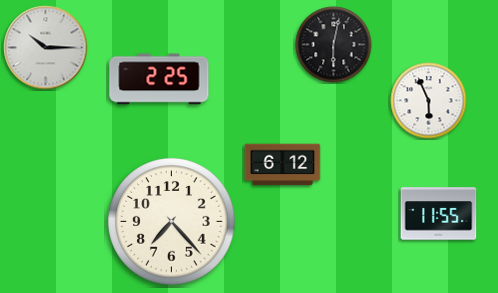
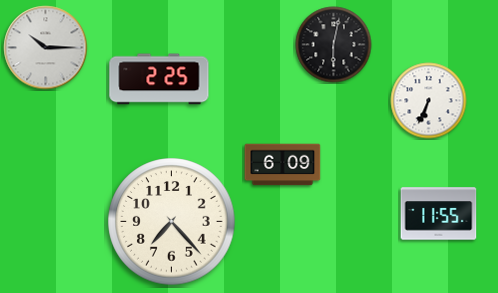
clock at (429, 101): 5:56 -> 6:34
clock at (283, 165): 6:12 -> 6:09
